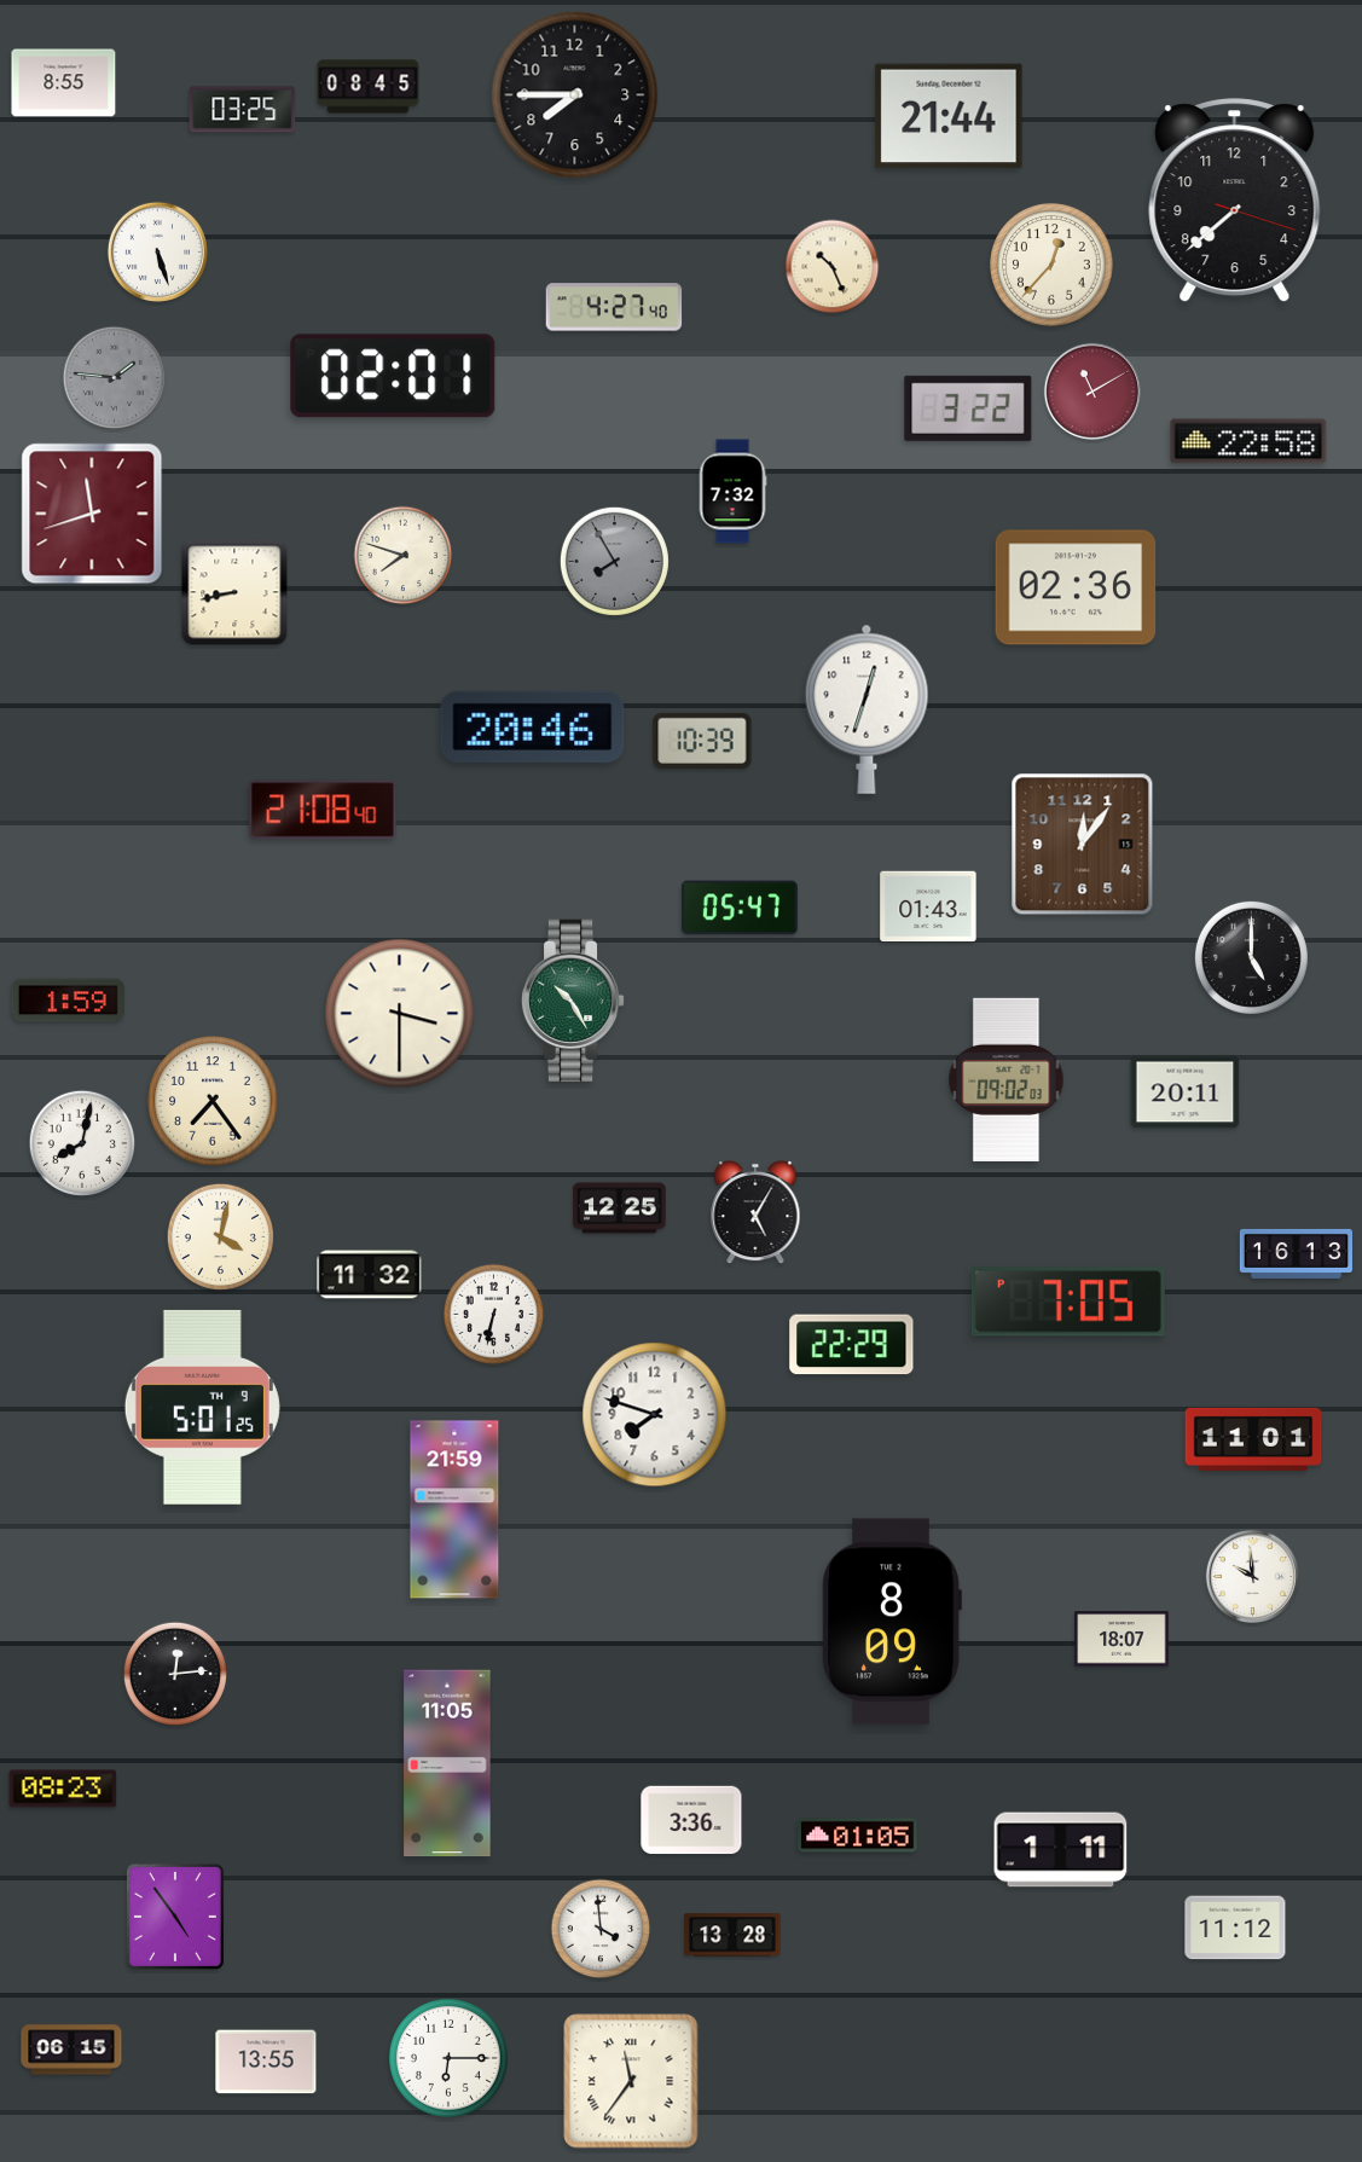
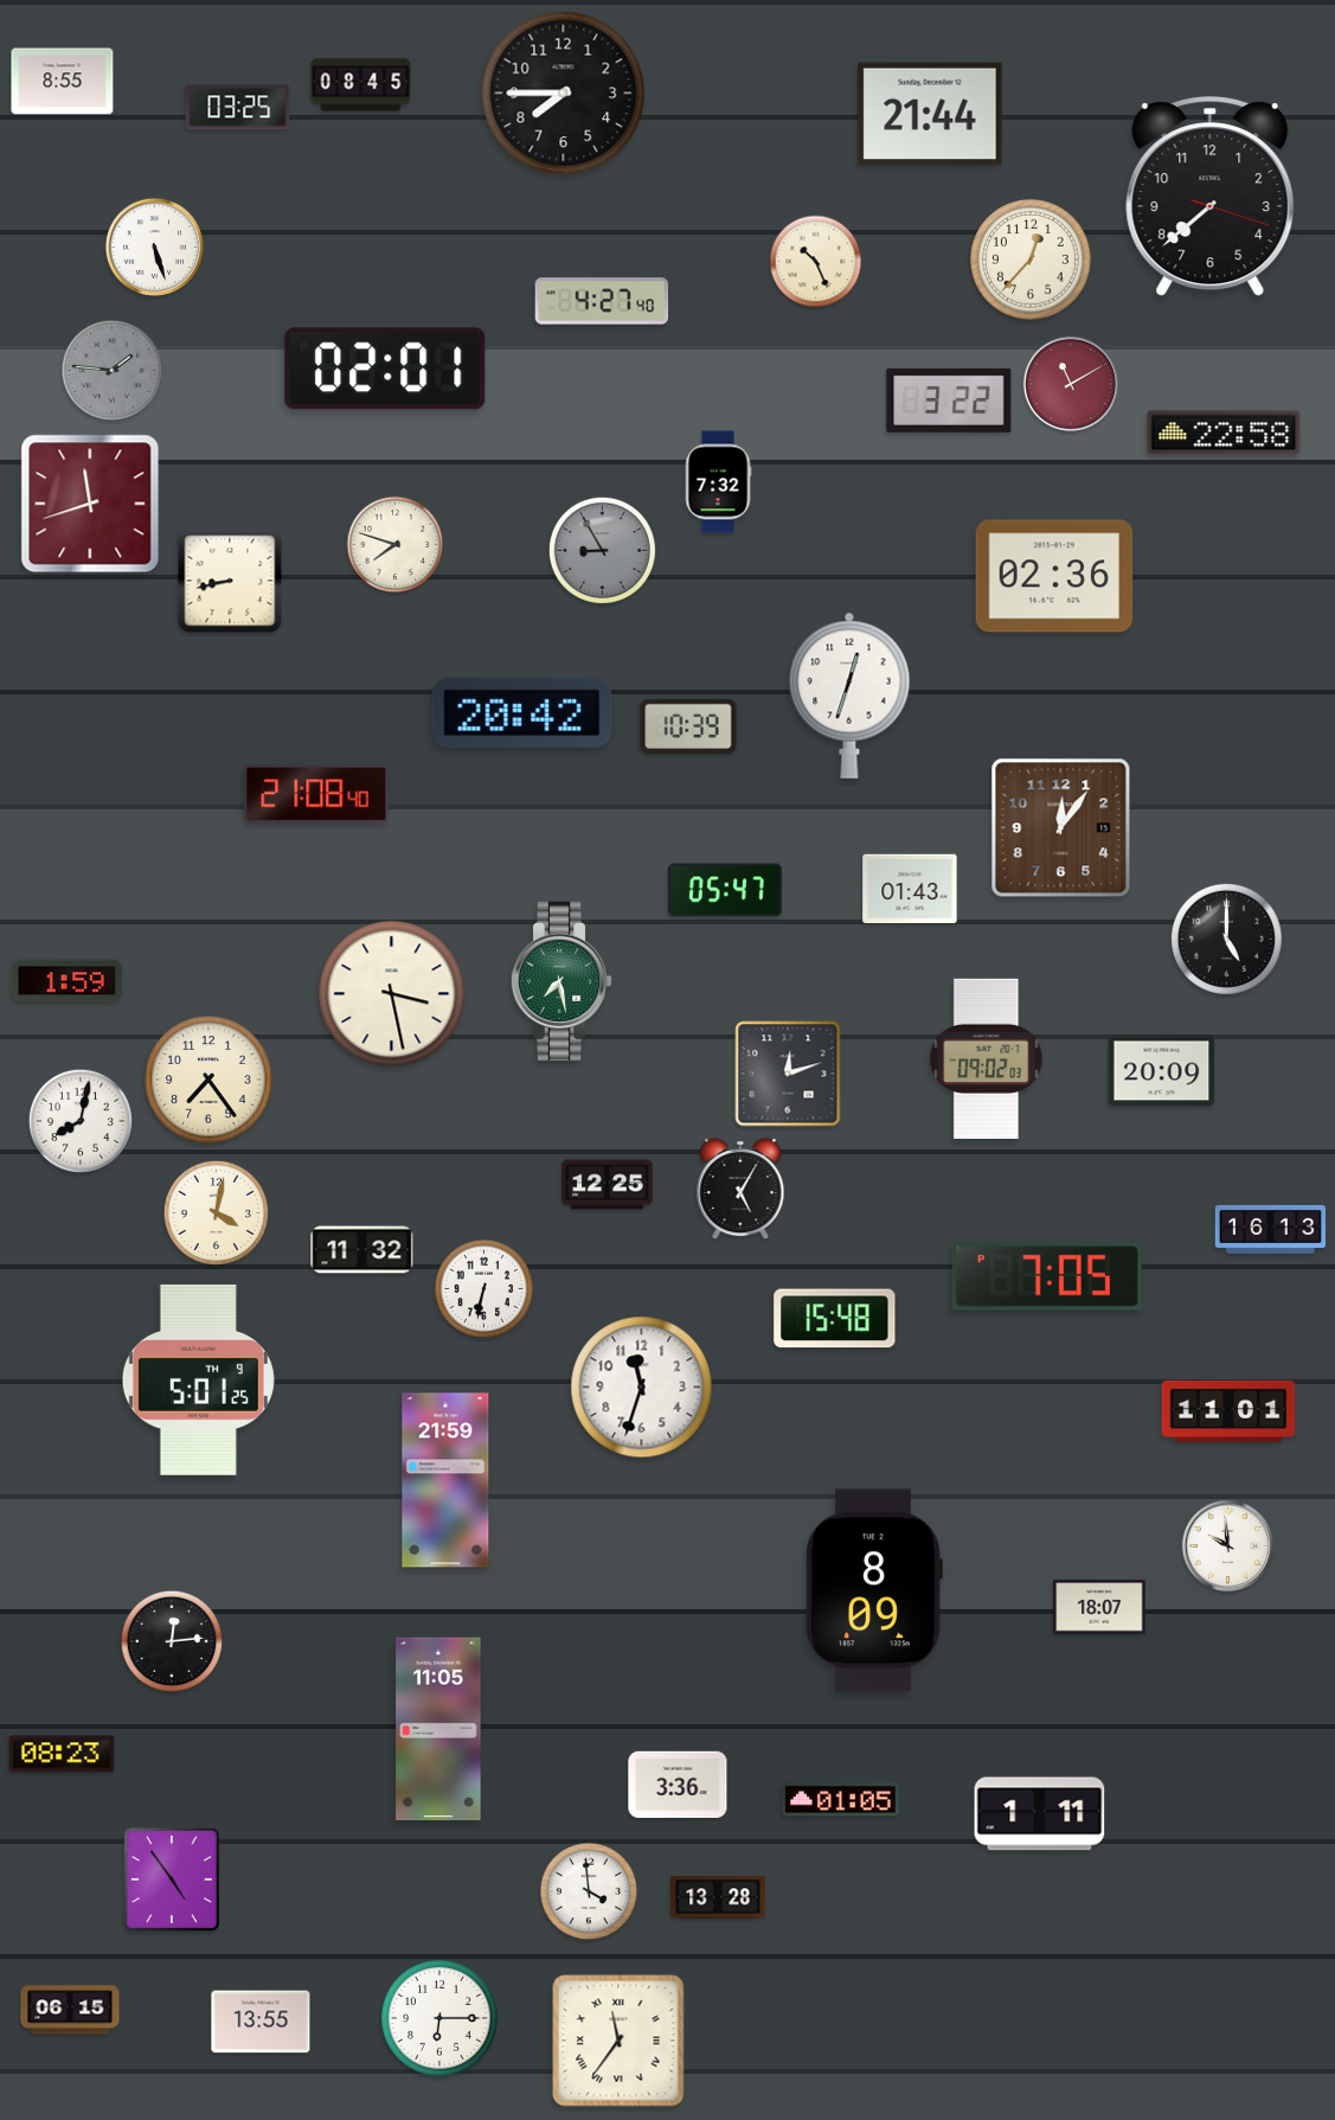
clock at (614, 561): 7:55 -> 8:55
clock at (533, 726): 20:46 -> 20:42
clock at (573, 999): 10:25 -> 7:28
clock at (400, 1014): 3:30 -> 3:28
clock at (1186, 1092): 20:11 -> 20:09
clock at (788, 1074): none -> 12:12
clock at (852, 1345): 22:29 -> 15:48
clock at (655, 1415): 7:48 -> 11:33
clock at (1235, 1928): 11:12 -> none
